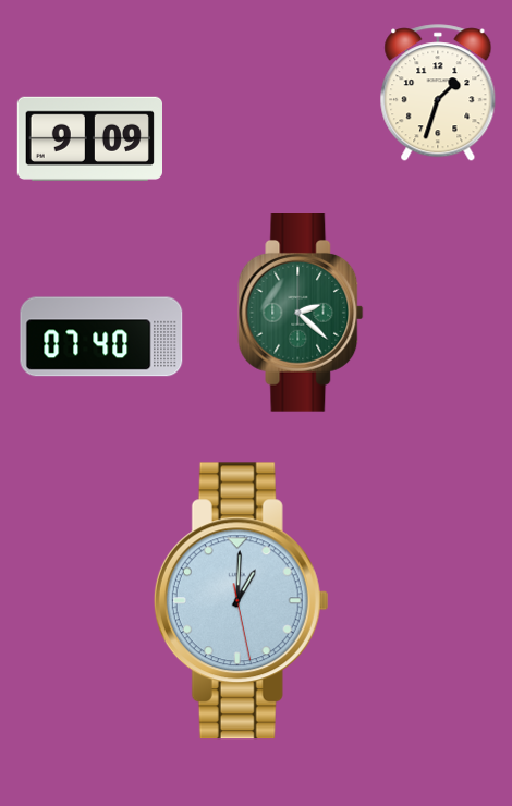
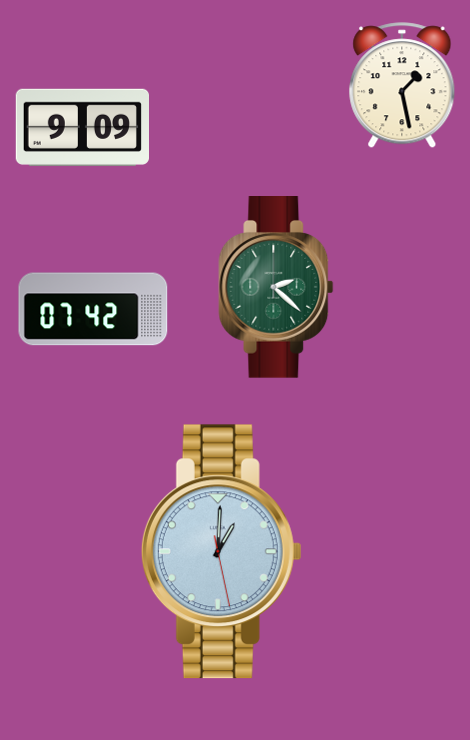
clock at (438, 94): 1:33 -> 1:28
clock at (101, 337): 07:40 -> 07:42
